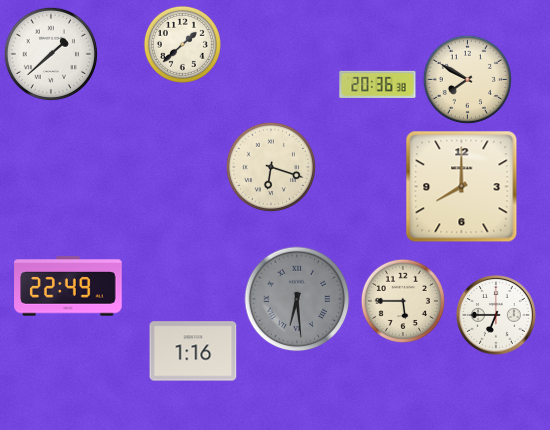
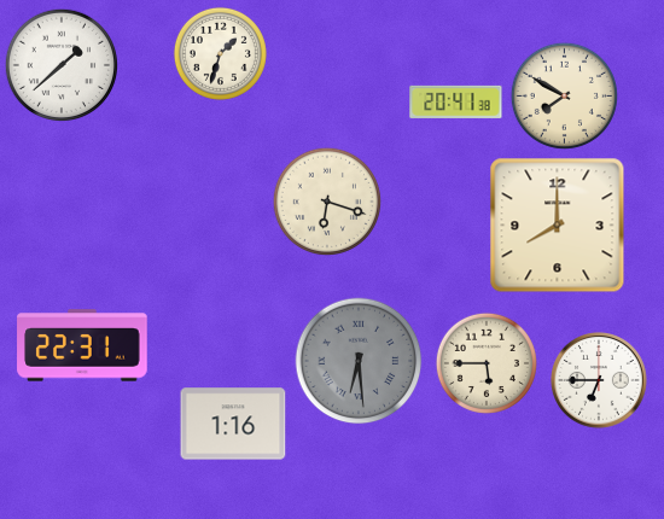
clock at (182, 44): 1:38 -> 1:33
clock at (378, 84): 20:36 -> 20:41
clock at (68, 286): 22:49 -> 22:31
